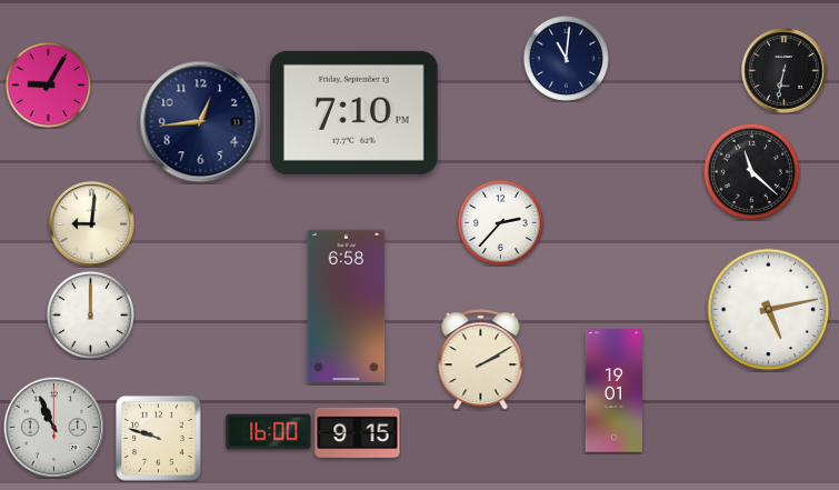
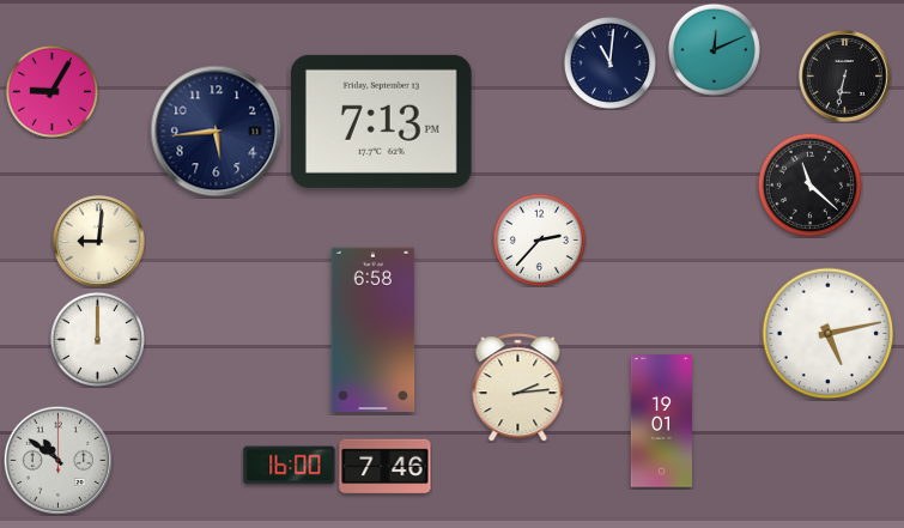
clock at (714, 49): none -> 12:11
clock at (354, 112): 7:10 -> 7:13
clock at (201, 122): 12:44 -> 5:44
clock at (481, 360): 2:10 -> 2:14
clock at (53, 427): 10:56 -> 10:51
clock at (358, 433): 9:15 -> 7:46
clock at (159, 439): 9:48 -> none
